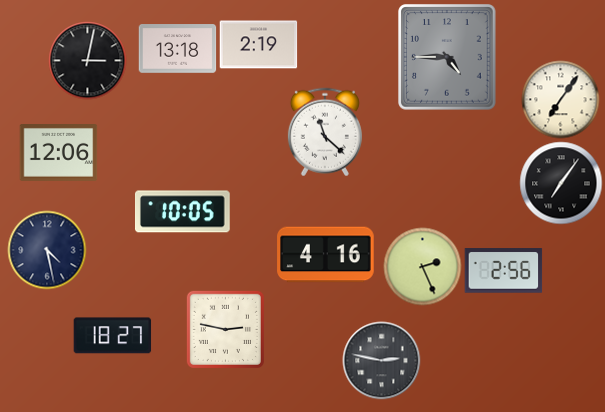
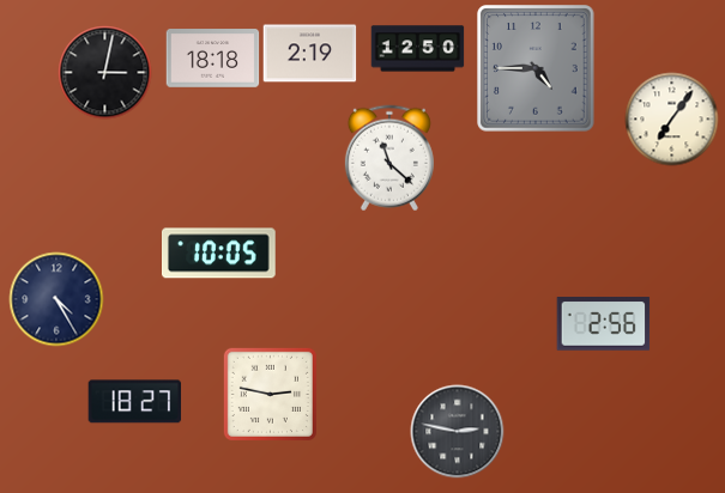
clock at (417, 49): none -> 12:50
clock at (177, 49): 13:18 -> 18:18
clock at (58, 153): 12:06 -> none
clock at (561, 183): 7:06 -> none
clock at (47, 250): 4:28 -> 4:25
clock at (326, 255): 4:16 -> none
clock at (422, 266): 2:26 -> none
